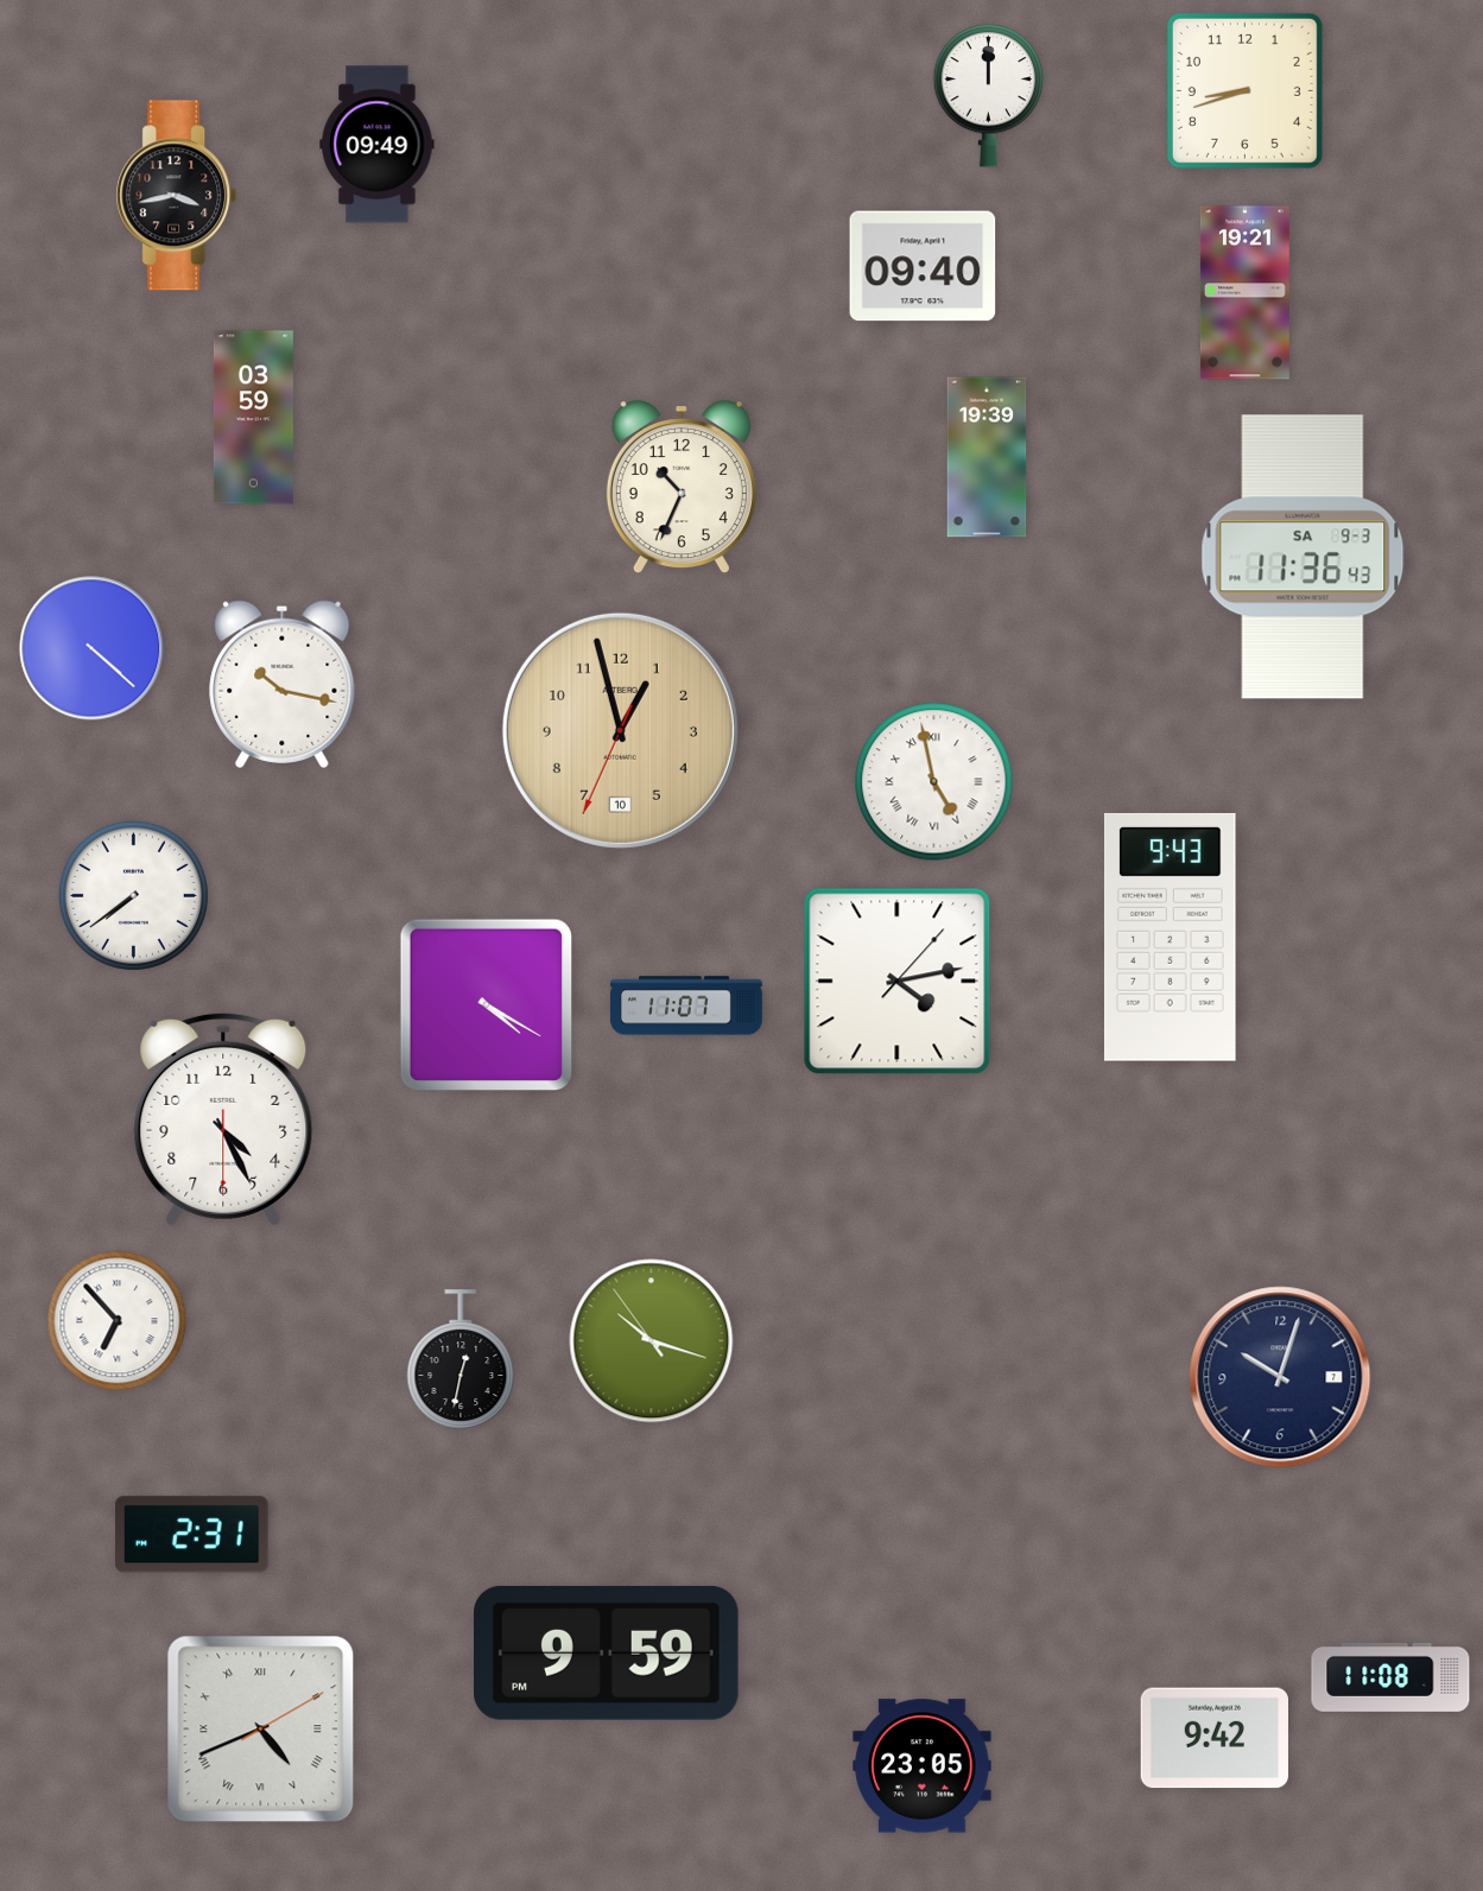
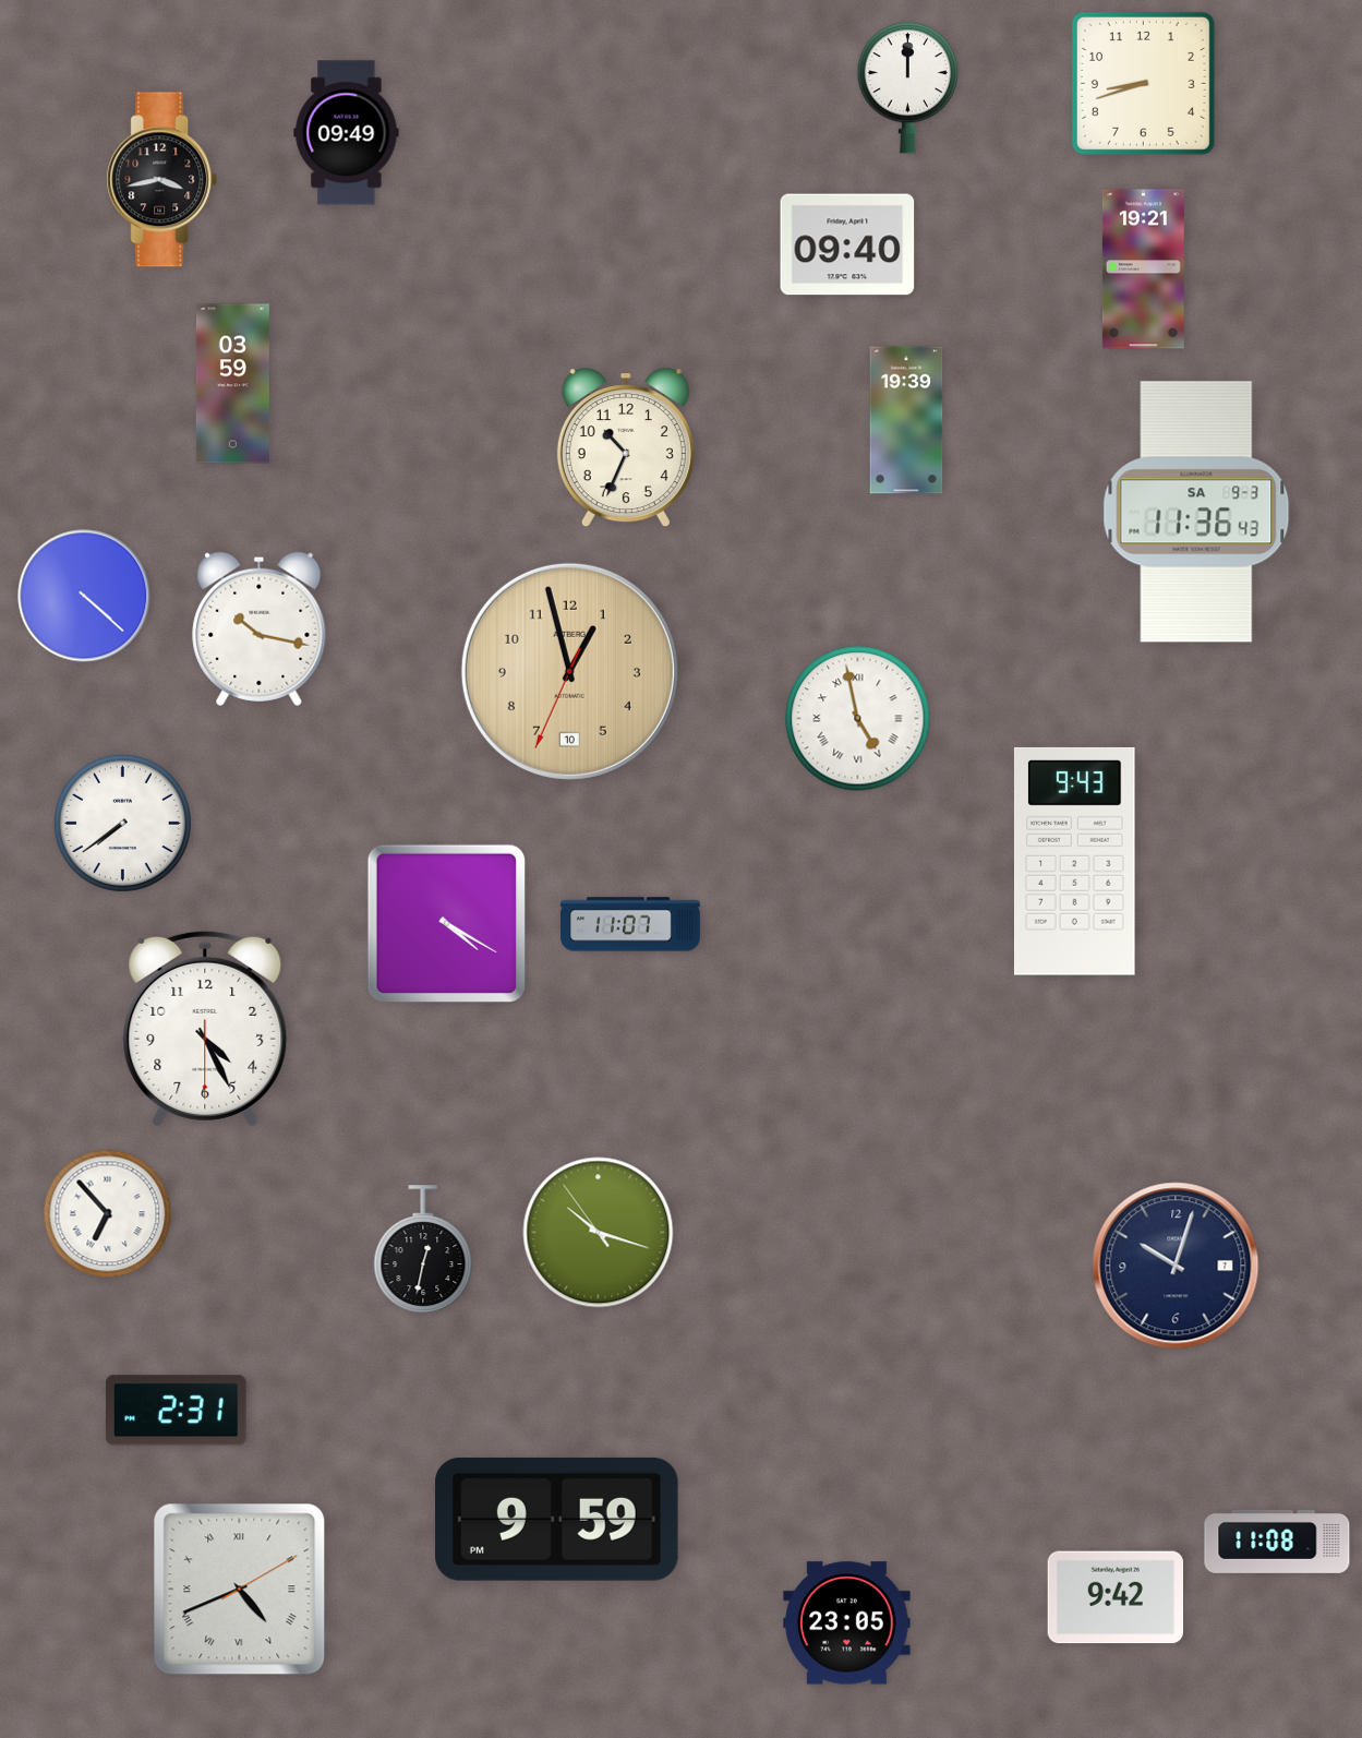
clock at (898, 982): 4:13 -> none
